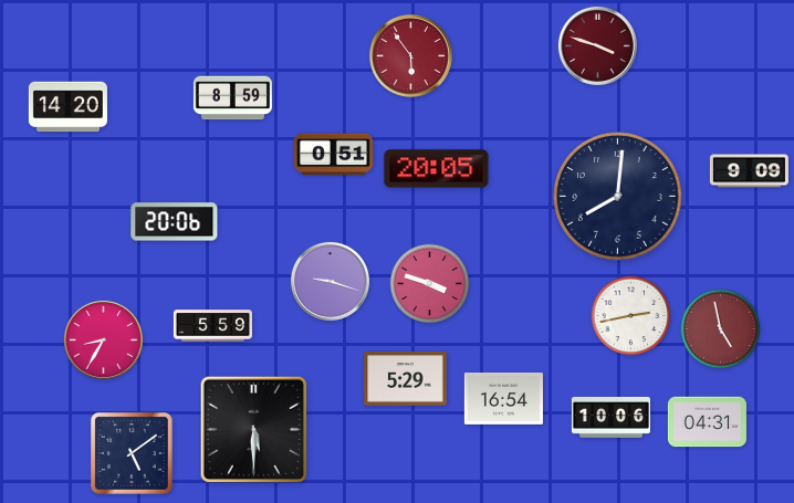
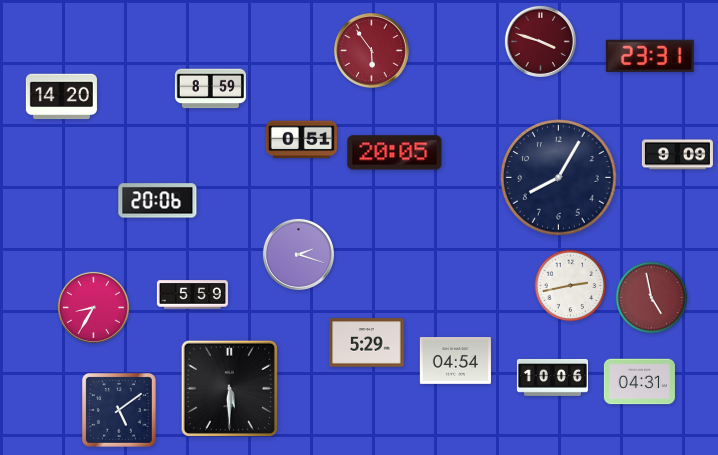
clock at (650, 56): none -> 23:31
clock at (618, 197): 8:01 -> 8:05
clock at (330, 281): 9:18 -> 2:18
clock at (430, 284): 3:48 -> none
clock at (503, 399): 16:54 -> 04:54
